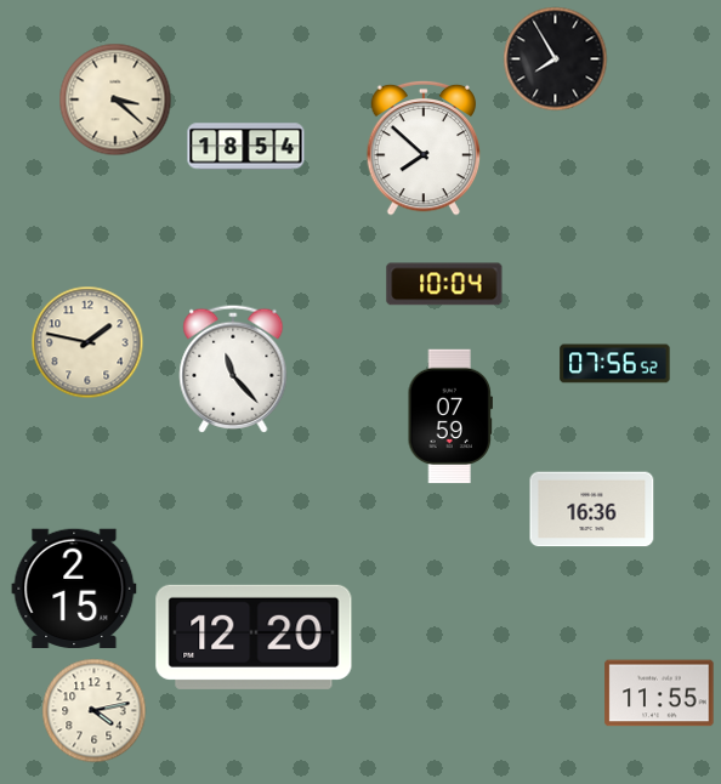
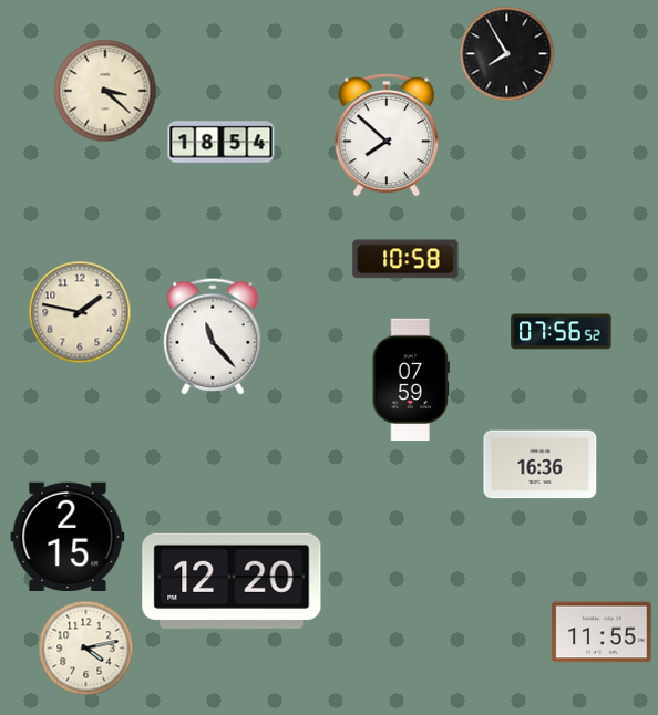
clock at (246, 147) position: (246, 147) -> (222, 143)
clock at (444, 284): 10:04 -> 10:58
